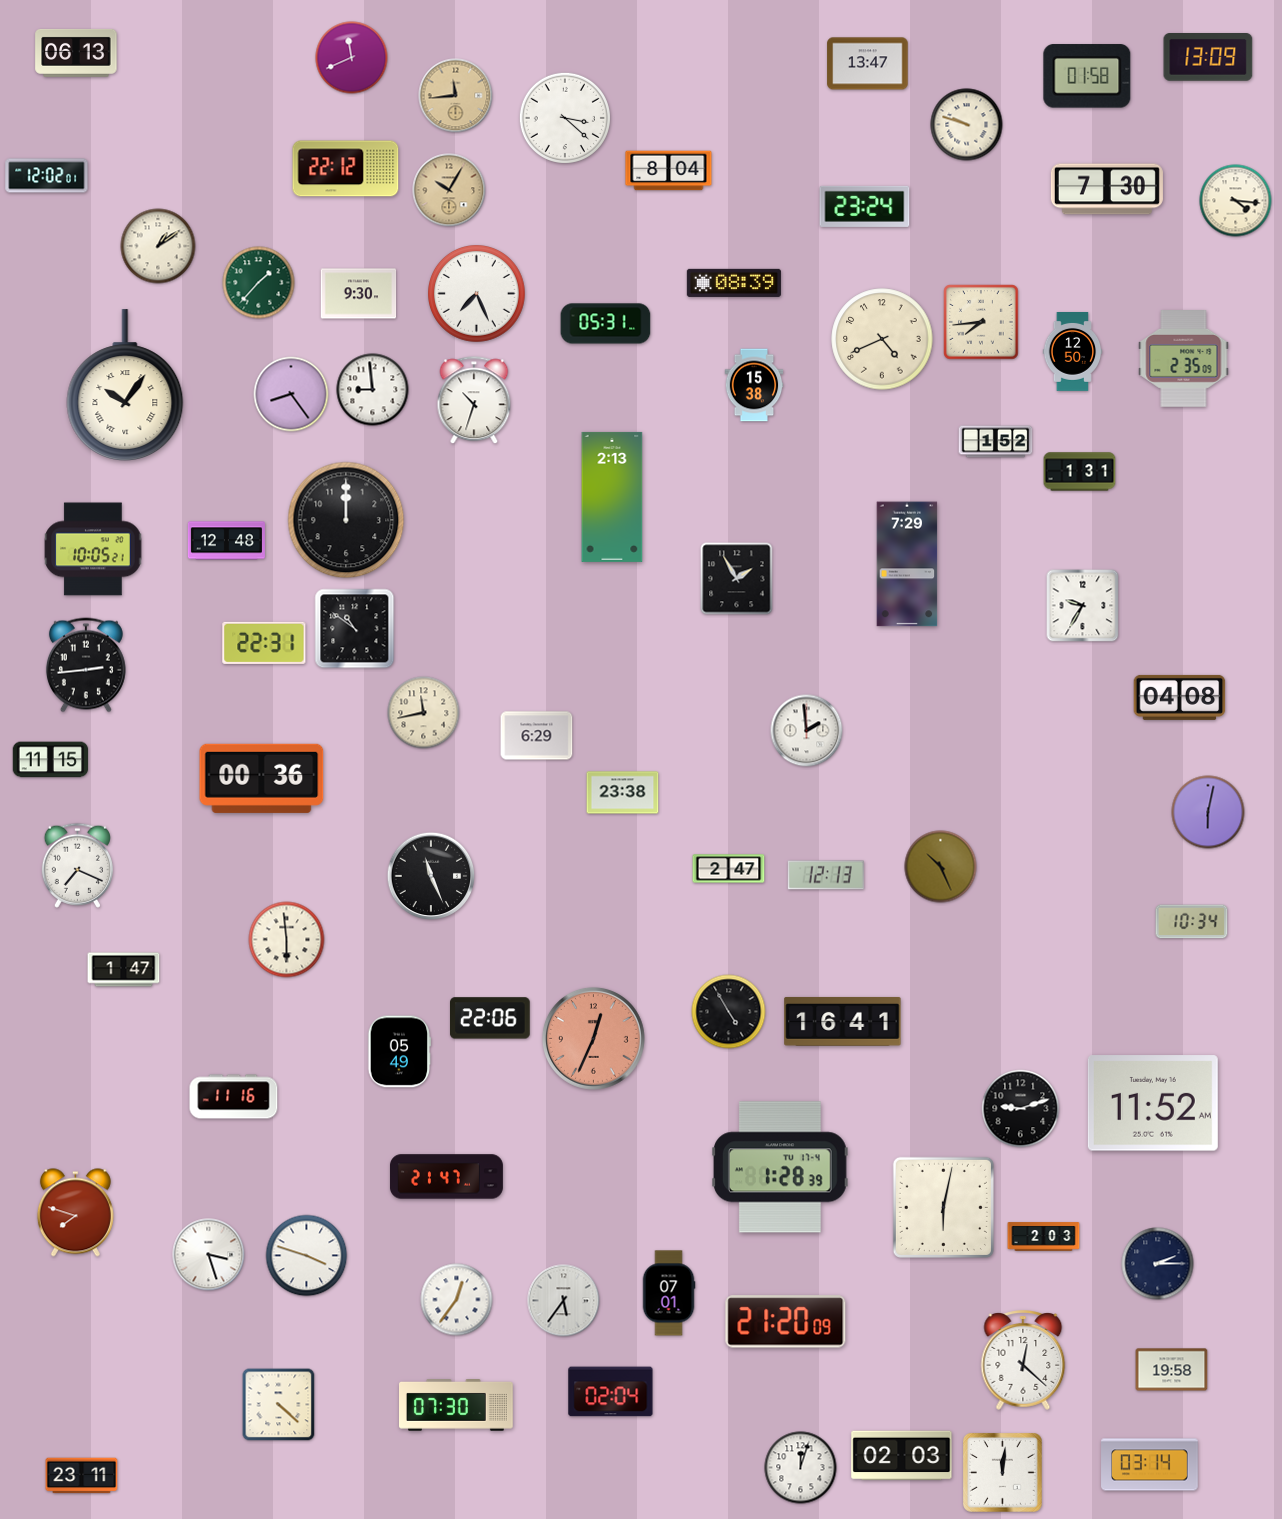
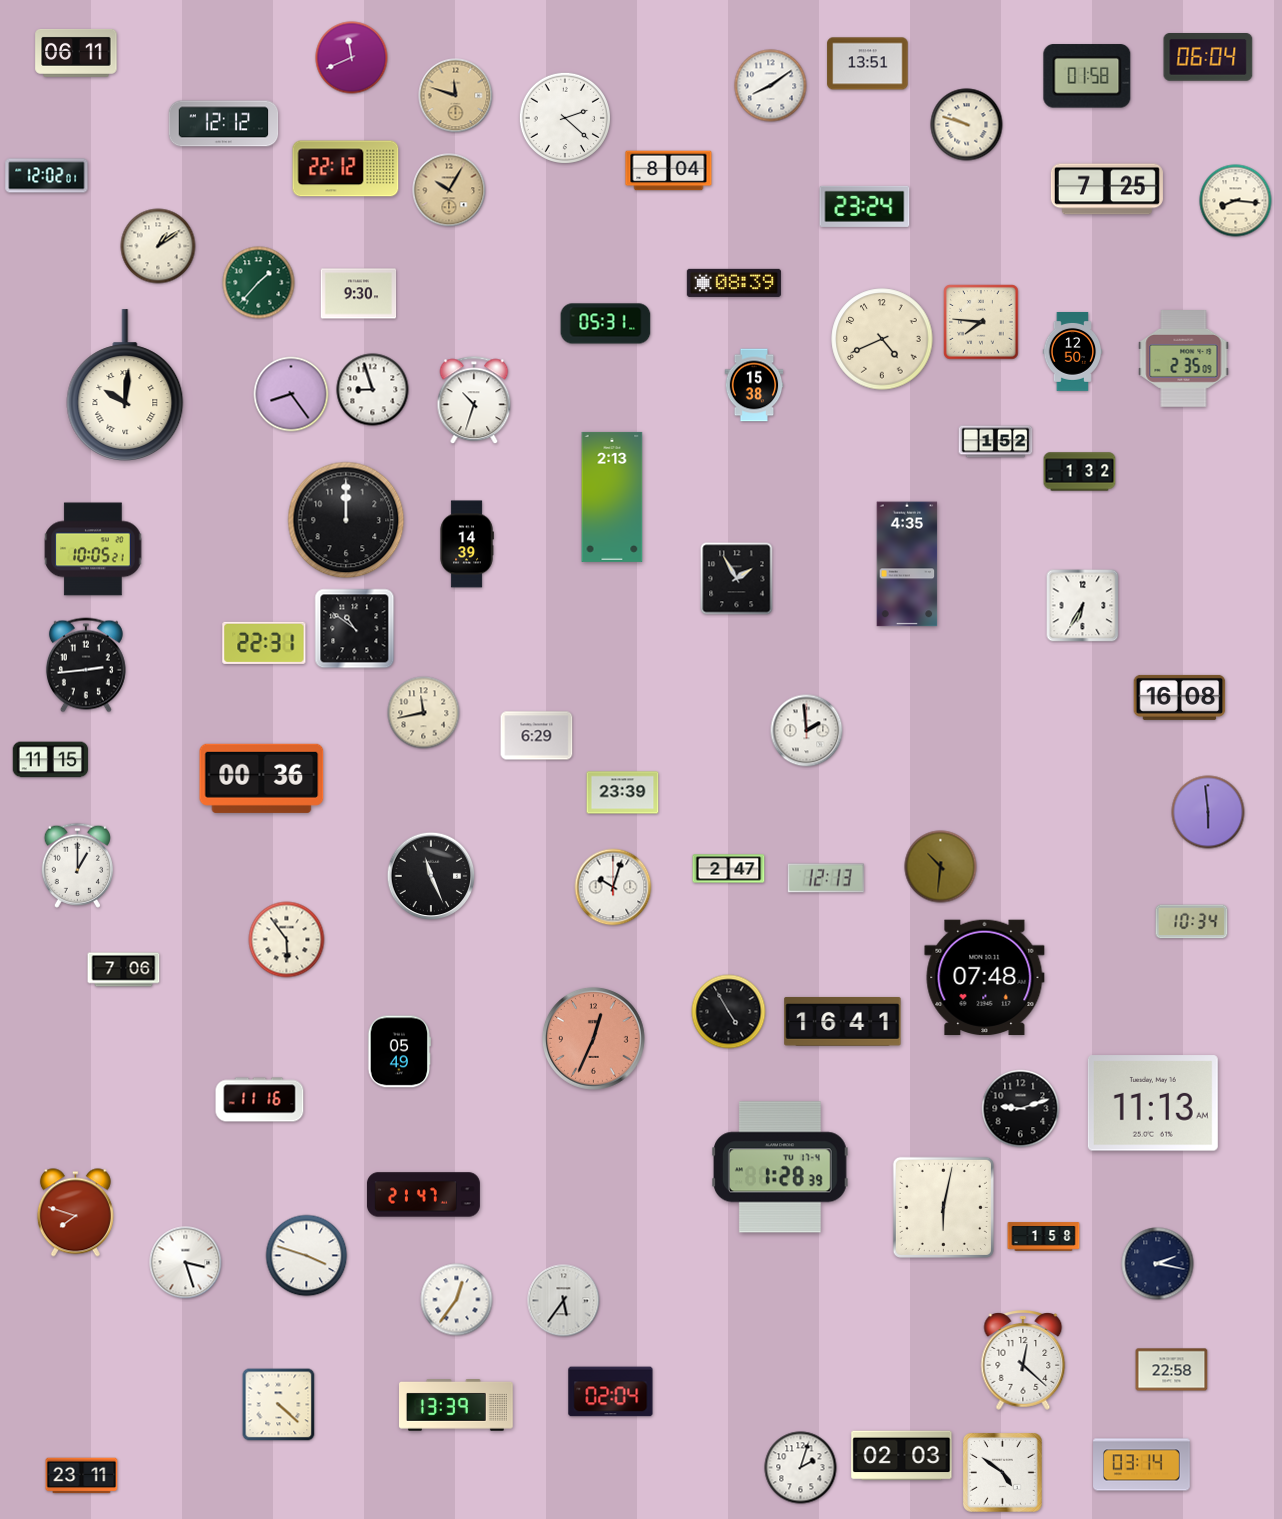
clock at (76, 53): 06:13 -> 06:11
clock at (1208, 58): 13:09 -> 06:04
clock at (868, 64): 13:47 -> 13:51
clock at (771, 86): none -> 8:09
clock at (456, 96): 11:44 -> 11:48
clock at (565, 118): 3:22 -> 2:22
clock at (224, 124): none -> 12:12
clock at (1107, 189): 7:30 -> 7:25
clock at (1236, 201): 4:16 -> 8:16
clock at (477, 294): 7:26 -> none
clock at (981, 322): 7:44 -> 7:46
clock at (125, 385): 10:06 -> 10:01
clock at (373, 390): 8:59 -> 8:57
clock at (1080, 472): 1:31 -> 1:32
clock at (226, 541): 12:48 -> none
clock at (467, 544): none -> 14:39
clock at (907, 564): 7:29 -> 4:35
clock at (1083, 606): 9:35 -> 6:35
clock at (1180, 697): 04:08 -> 16:08
clock at (623, 793): 23:38 -> 23:39
clock at (1208, 812): 6:02 -> 5:59
clock at (77, 865): 7:19 -> 1:00
clock at (941, 867): 10:26 -> 10:31
clock at (826, 875) position: (826, 875) -> (826, 878)
clock at (613, 887): none -> 10:03
clock at (287, 940): 5:59 -> 5:54
clock at (124, 970): 1:47 -> 7:06
clock at (985, 978): none -> 07:48
clock at (491, 1018): 22:06 -> none
clock at (234, 1097) position: (234, 1097) -> (260, 1100)
clock at (1153, 1103): 11:52 -> 11:13
clock at (446, 1177) position: (446, 1177) -> (423, 1195)
clock at (1044, 1237): 2:03 -> 1:58
clock at (209, 1255) position: (209, 1255) -> (186, 1263)
clock at (1158, 1264): 2:15 -> 2:17
clock at (669, 1293): 07:01 -> none
clock at (786, 1322): 21:20 -> none
clock at (1172, 1370): 19:58 -> 22:58
clock at (457, 1406): 07:30 -> 13:39
clock at (1150, 1465) position: (1150, 1465) -> (1142, 1465)
clock at (801, 1468): 12:03 -> 2:03
clock at (1002, 1472): 12:01 -> 4:51
